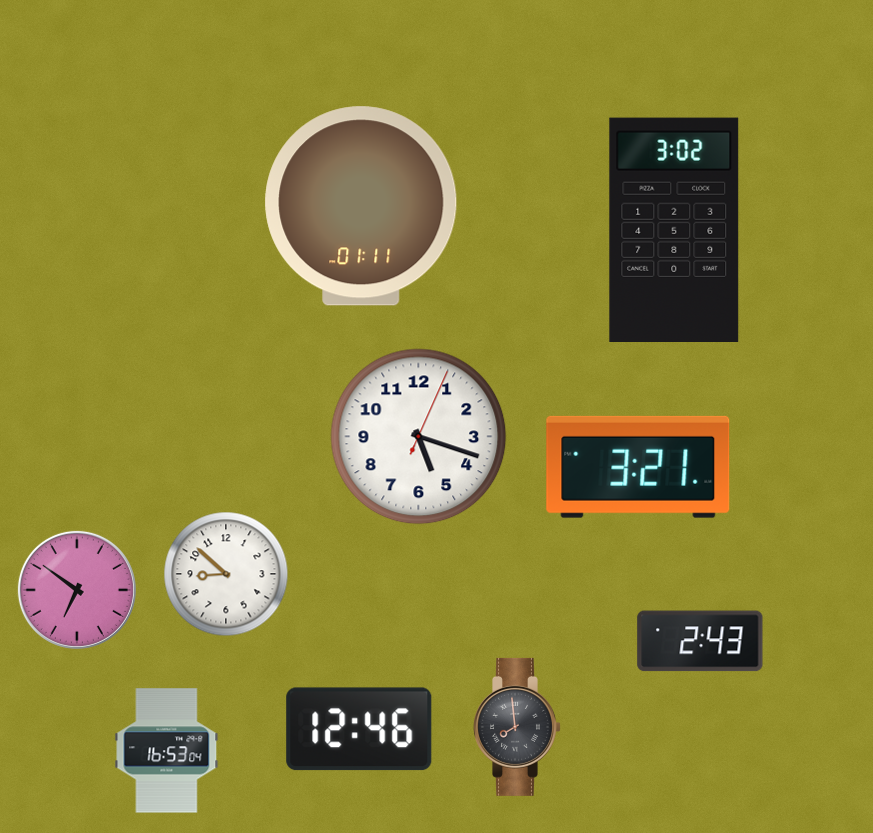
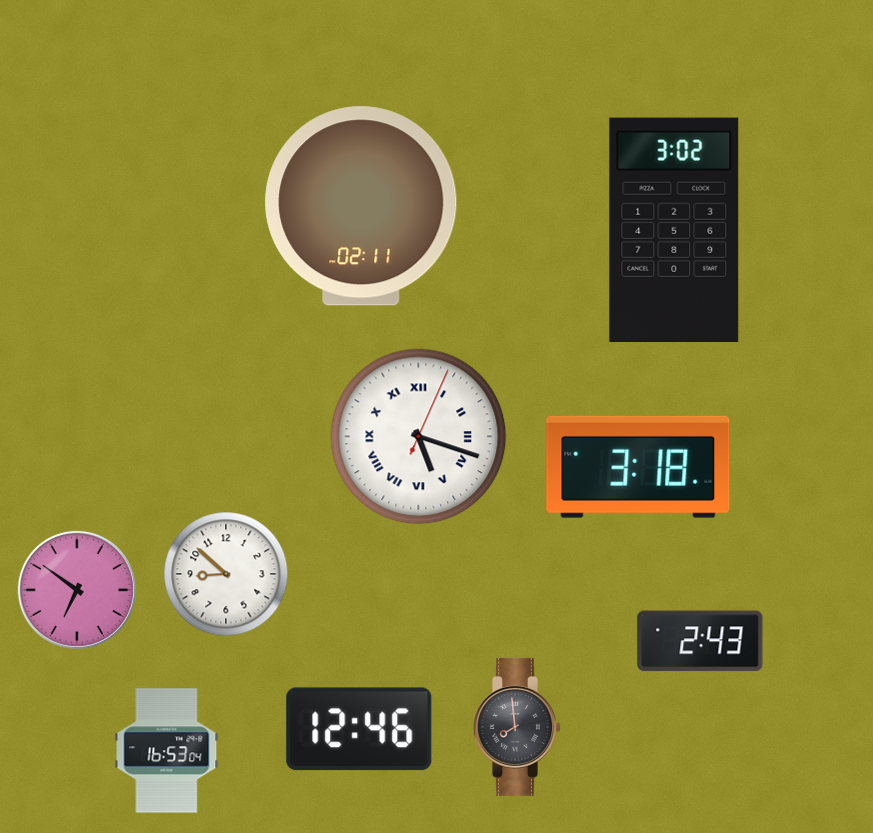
clock at (361, 206): 01:11 -> 02:11
clock at (419, 437) numerals: Arabic -> Roman
clock at (638, 467): 3:21 -> 3:18
